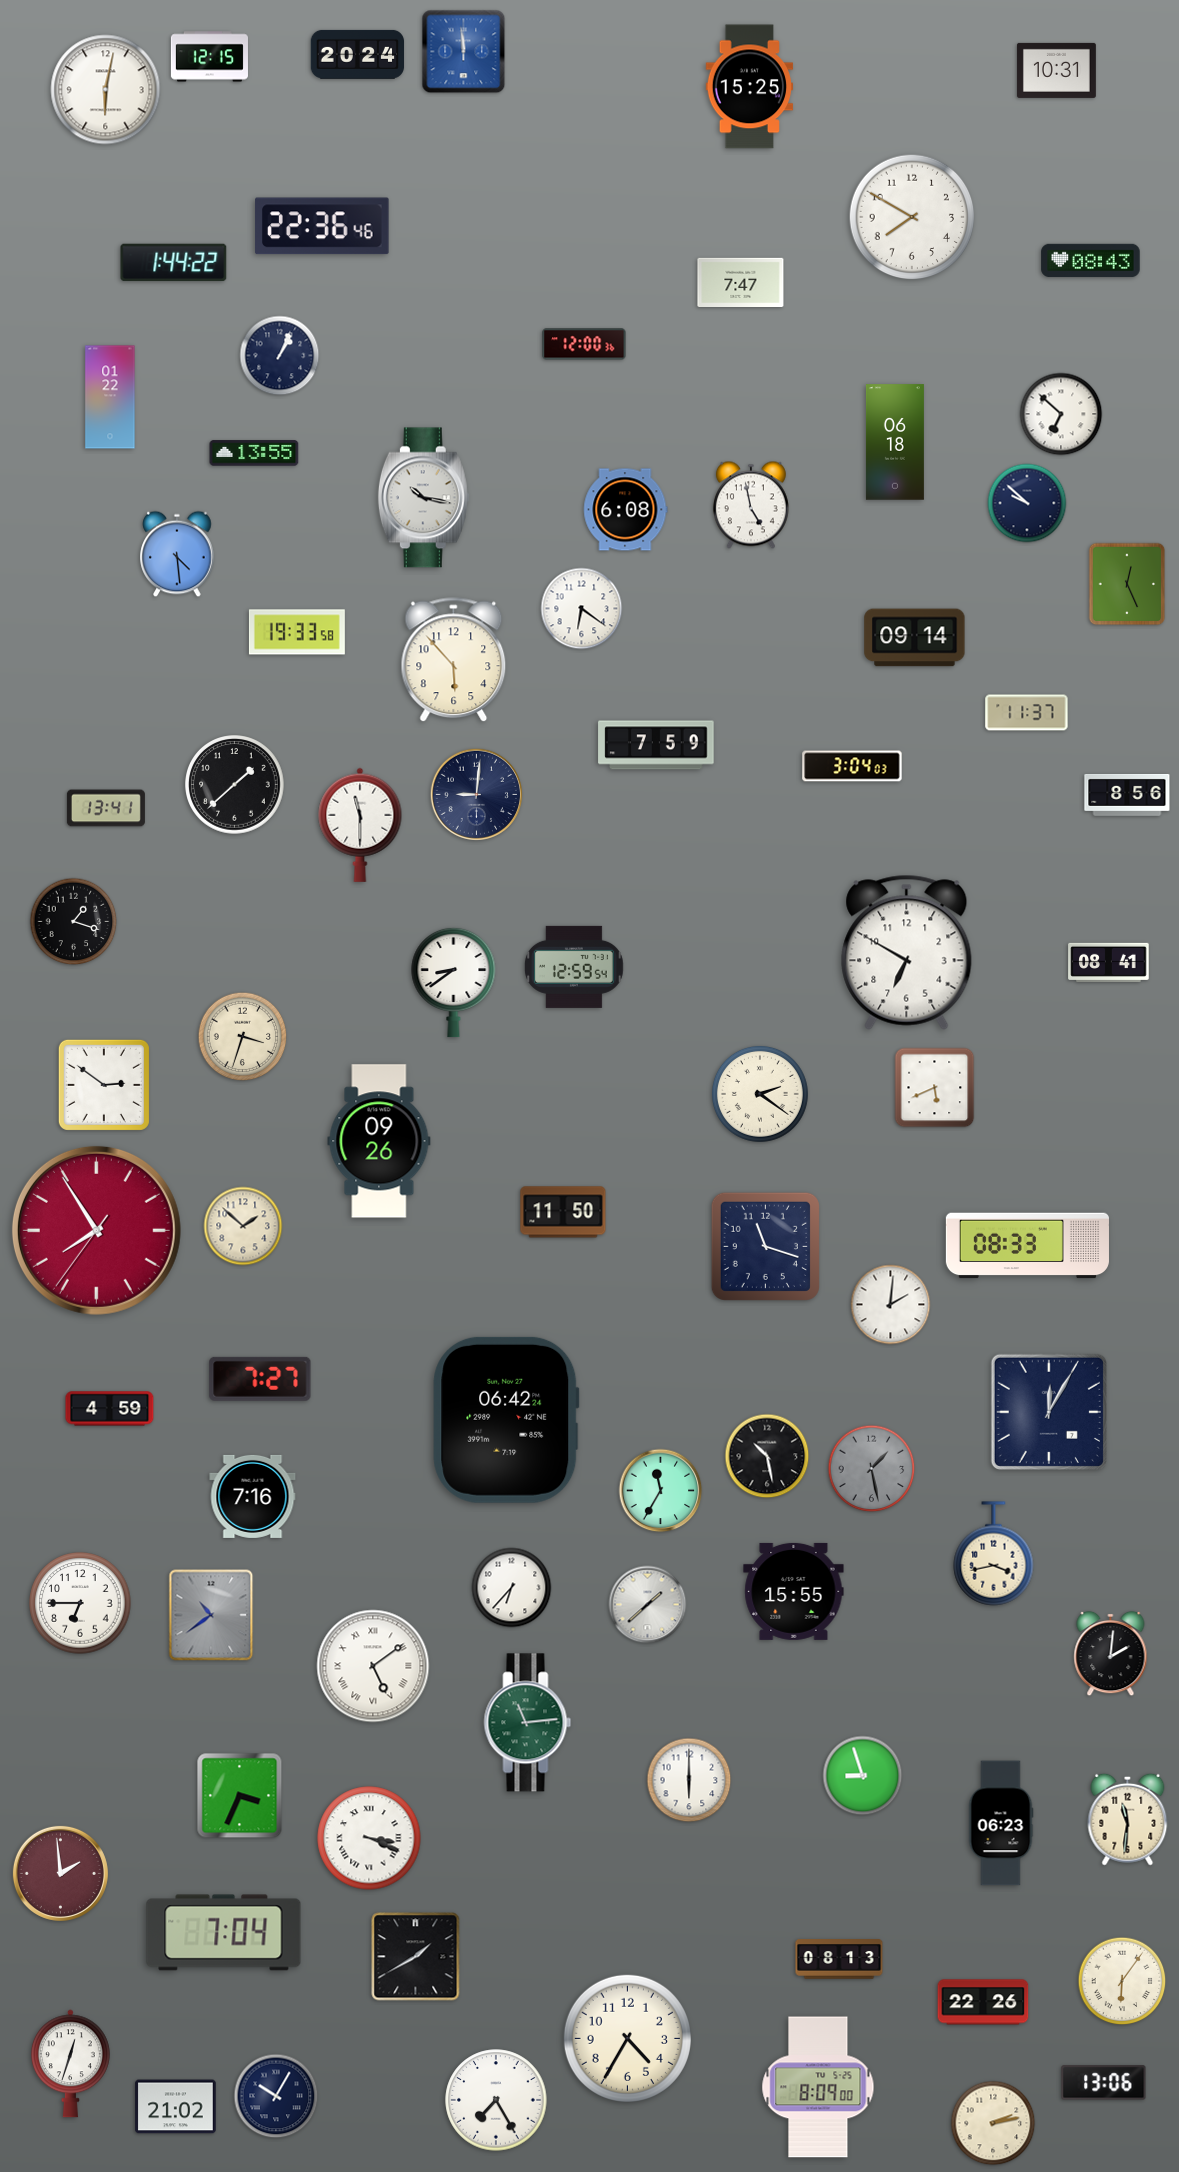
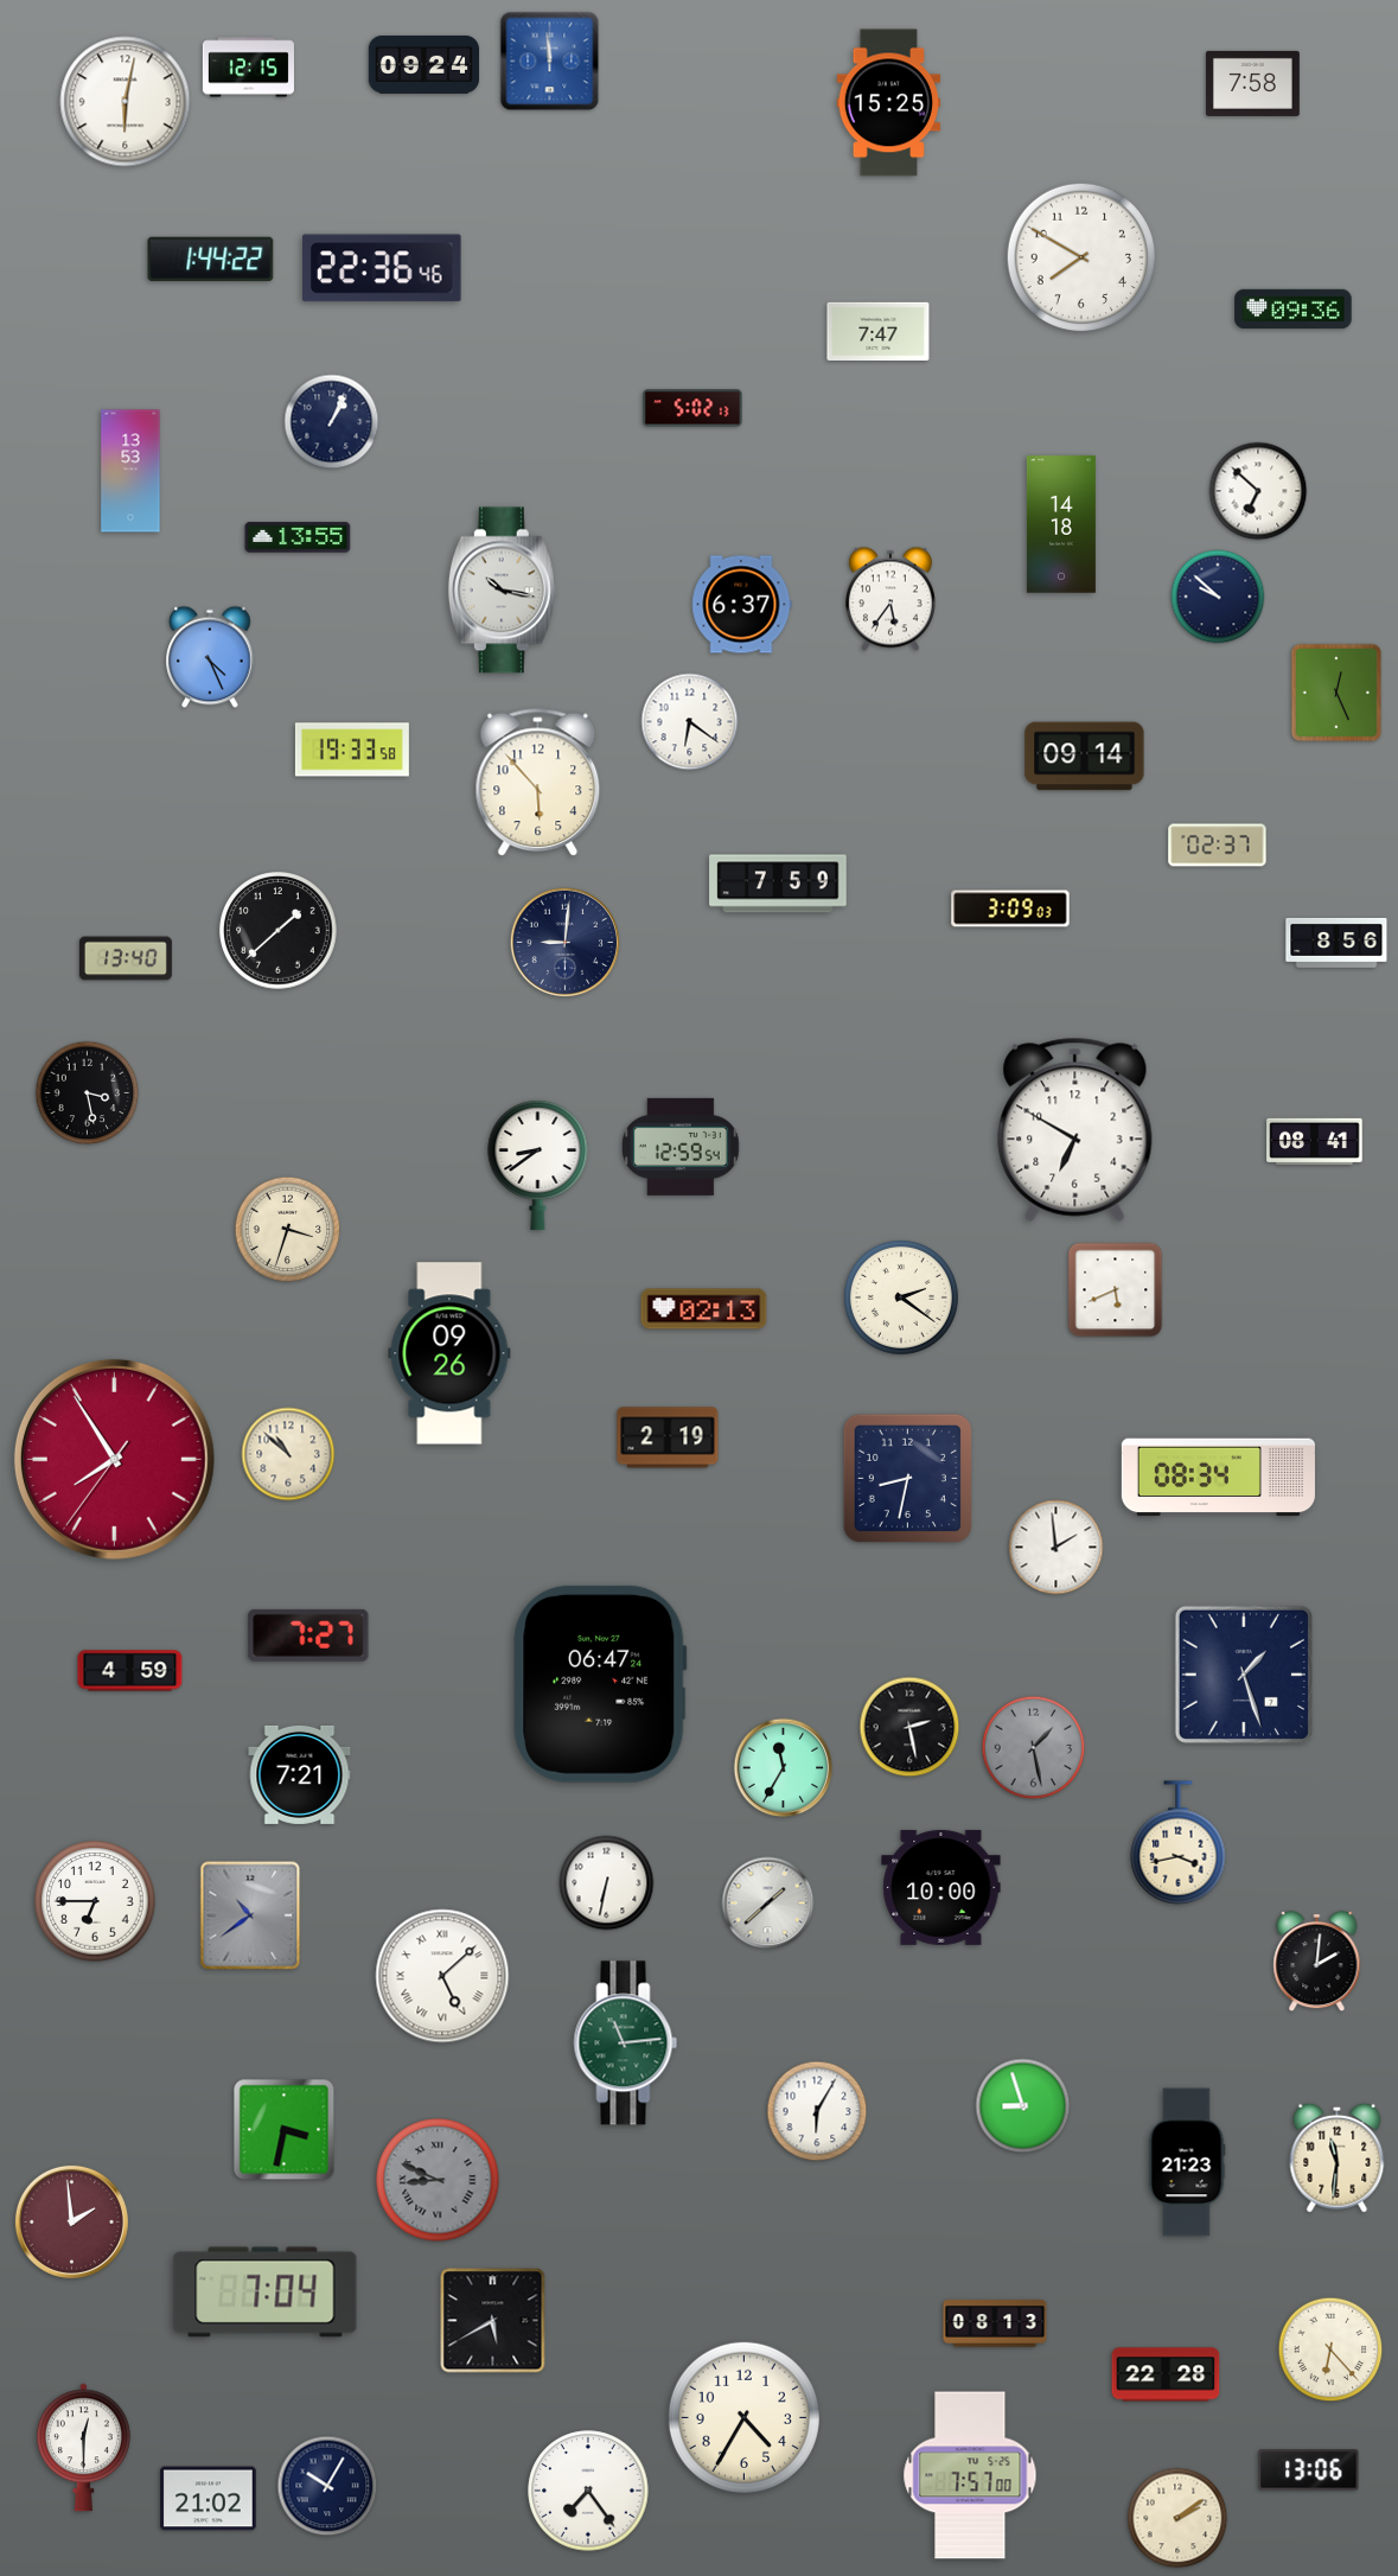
clock at (358, 54): 20:24 -> 09:24
clock at (1056, 70): 10:31 -> 7:58
clock at (106, 90) position: (106, 90) -> (126, 102)
clock at (1091, 261): 08:43 -> 09:36
clock at (174, 263) position: (174, 263) -> (211, 260)
clock at (741, 282) position: (741, 282) -> (879, 331)
clock at (584, 344): 12:00 -> 5:02
clock at (110, 397): 01:22 -> 13:53
clock at (895, 442): 06:18 -> 14:18
clock at (254, 453) position: (254, 453) -> (298, 537)
clock at (751, 505): 4:58 -> 5:36
clock at (626, 510): 6:08 -> 6:37
clock at (177, 554): 4:29 -> 4:26
clock at (1027, 713): 11:37 -> 02:37
clock at (852, 766): 3:04 -> 3:09
clock at (106, 808): 13:41 -> 13:40
clock at (360, 825): 11:30 -> none
clock at (74, 922): 1:18 -> 3:28
clock at (104, 1085): 2:51 -> none
clock at (935, 1088) position: (935, 1088) -> (1116, 1290)
clock at (704, 1309): none -> 02:13
clock at (563, 1212): 11:50 -> 2:19
clock at (243, 1226): 1:52 -> 10:52
clock at (765, 1246): 11:18 -> 8:32
clock at (1027, 1246): 08:33 -> 08:34
clock at (891, 1305): 2:01 -> 1:59
clock at (1049, 1412): 12:05 -> 1:27
clock at (506, 1420): 06:42 -> 06:47
clock at (767, 1456): 10:28 -> 2:28
clock at (872, 1469) position: (872, 1469) -> (1034, 1748)
clock at (253, 1496): 7:16 -> 7:21
clock at (512, 1588): 6:37 -> 6:32
clock at (794, 1591): 15:55 -> 10:00
clock at (373, 1666): 5:09 -> 5:08
clock at (689, 1780): 6:00 -> 6:05
clock at (240, 1796): 3:34 -> 3:32
clock at (1001, 1823): 06:23 -> 21:23
clock at (369, 1838): 3:19 -> 8:49
clock at (369, 1838) dial: white -> grey
clock at (416, 1957): 1:40 -> 5:40
clock at (1122, 1981): 6:06 -> 6:23
clock at (983, 2002): 22:26 -> 22:28
clock at (70, 2064): 12:33 -> 12:30
clock at (818, 2087): 8:09 -> 7:57
clock at (496, 2100): 7:25 -> 7:24
clock at (993, 2123): 2:13 -> 2:09
